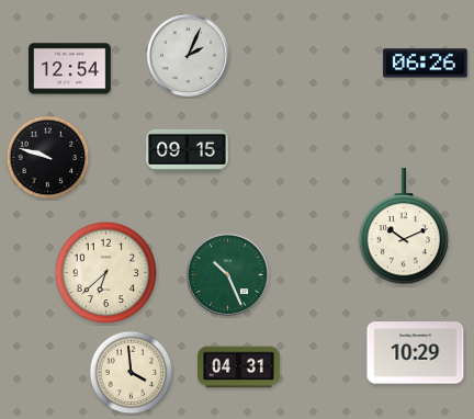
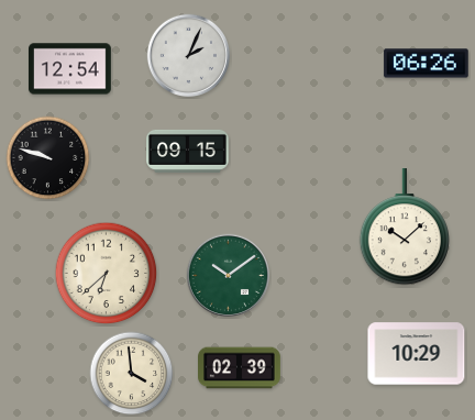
clock at (403, 227): 10:11 -> 10:08
clock at (227, 274): 10:26 -> 10:09
clock at (239, 367): 04:31 -> 02:39
